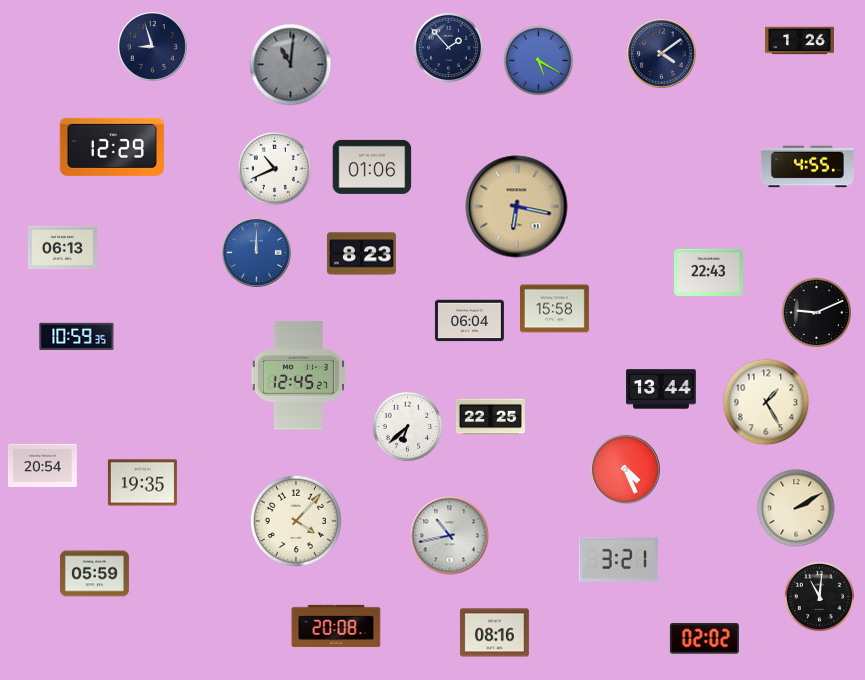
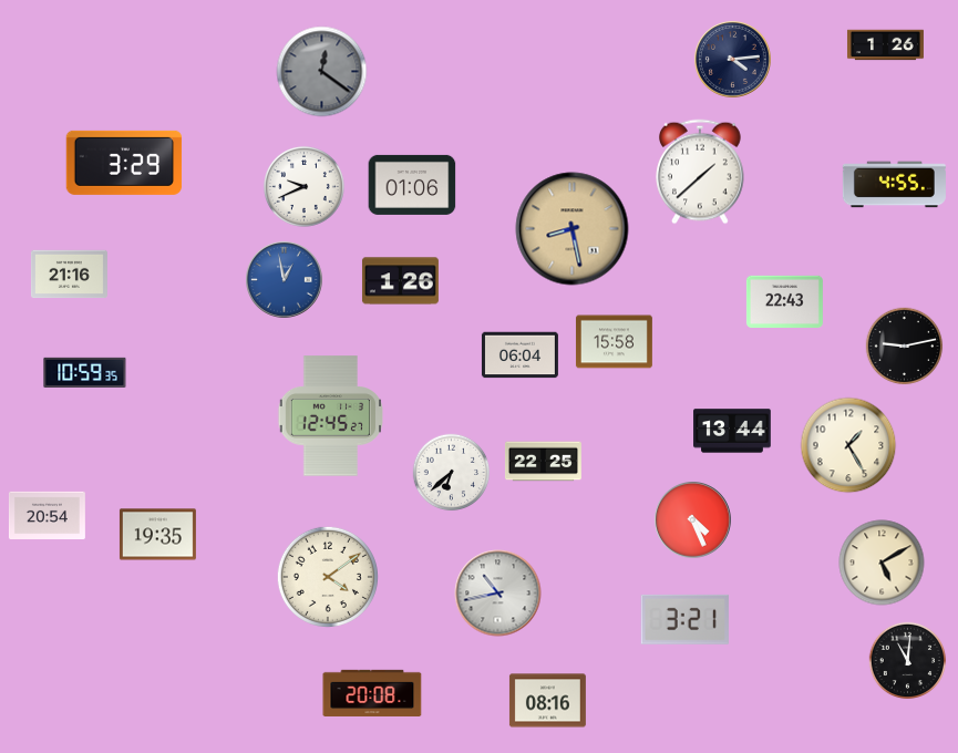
clock at (153, 47): 8:57 -> none
clock at (449, 48): 1:53 -> none
clock at (662, 54): 4:09 -> 4:14
clock at (539, 61): 5:20 -> none
clock at (291, 65): 11:01 -> 12:21
clock at (112, 147): 12:29 -> 3:29
clock at (701, 172): none -> 1:38
clock at (274, 168): 10:41 -> 9:41
clock at (517, 207): 6:17 -> 8:28
clock at (62, 248): 06:13 -> 21:16
clock at (257, 253): 12:00 -> 12:58
clock at (361, 254): 8:23 -> 1:26
clock at (817, 313): 9:11 -> 9:13
clock at (796, 508): 2:10 -> 5:10
clock at (296, 521): 4:07 -> 4:09
clock at (94, 574): 05:59 -> none
clock at (704, 639): 02:02 -> none
